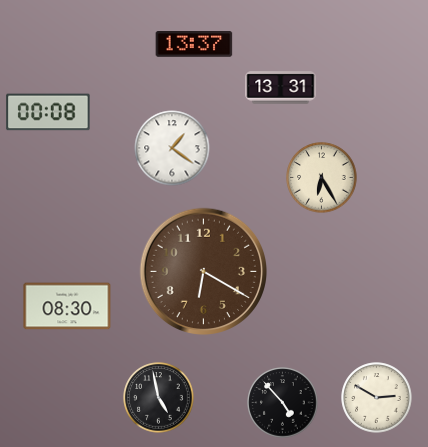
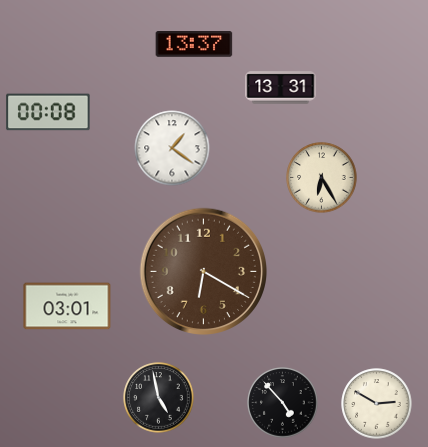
clock at (67, 306): 08:30 -> 03:01
clock at (377, 398) position: (377, 398) -> (377, 404)
